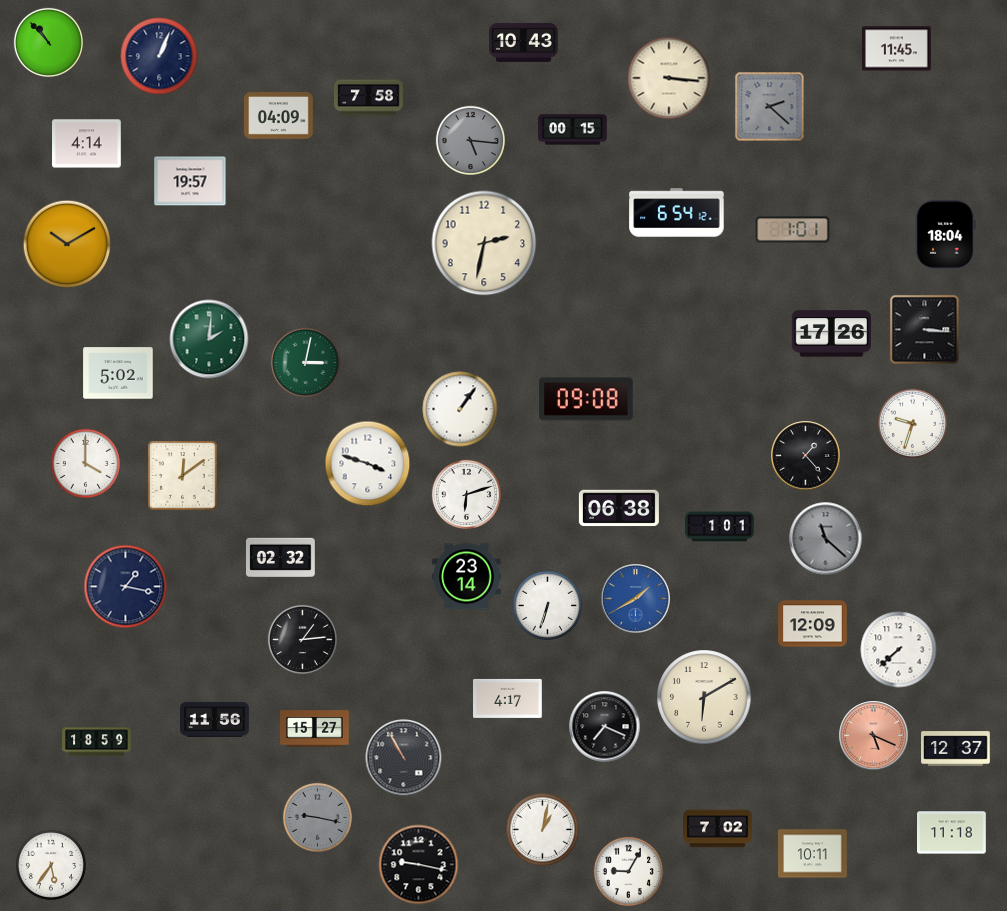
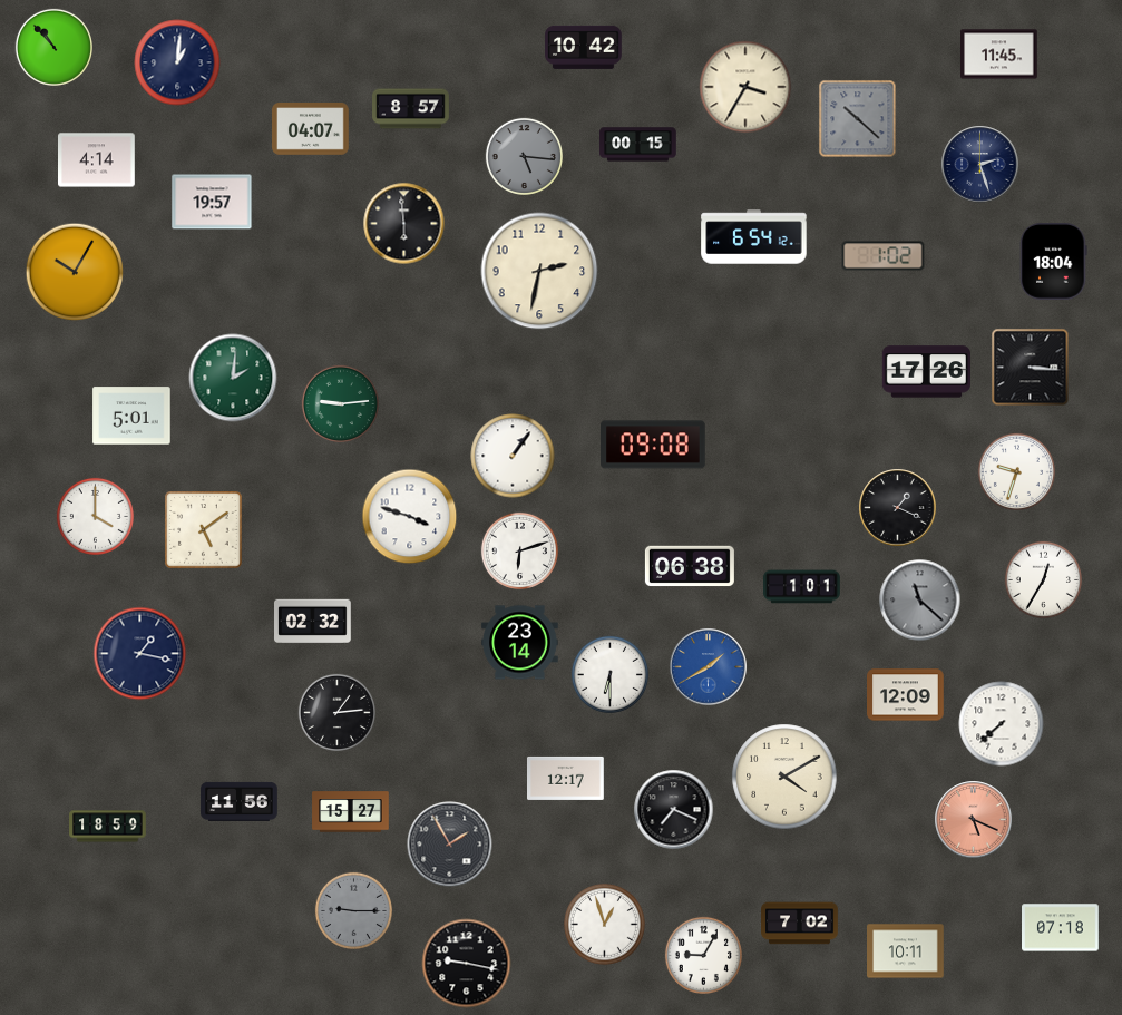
clock at (524, 42): 10:43 -> 10:42
clock at (159, 56): 1:04 -> 1:01
clock at (669, 78): 3:16 -> 3:35
clock at (369, 98): 7:58 -> 8:57
clock at (770, 107): 2:22 -> 10:22
clock at (279, 116): 04:09 -> 04:07
clock at (980, 165): none -> 2:27
clock at (404, 224): none -> 5:59
clock at (793, 230): 1:01 -> 1:02
clock at (67, 244): 10:10 -> 10:05
clock at (305, 362): 3:02 -> 9:14
clock at (118, 373): 5:02 -> 5:01
clock at (806, 456): 1:23 -> 1:19
clock at (183, 476): 12:09 -> 5:09
clock at (1043, 579): none -> 12:35
clock at (547, 605): 6:33 -> 6:30
clock at (704, 697): 6:10 -> 4:10
clock at (508, 698): 4:17 -> 12:17
clock at (956, 749): 12:37 -> none
clock at (404, 758): 10:55 -> 1:55
clock at (317, 817): 9:17 -> 9:15
clock at (543, 830): 1:02 -> 12:57
clock at (952, 833): 11:18 -> 07:18
clock at (51, 865): 5:36 -> none
clock at (628, 871) position: (628, 871) -> (703, 955)
